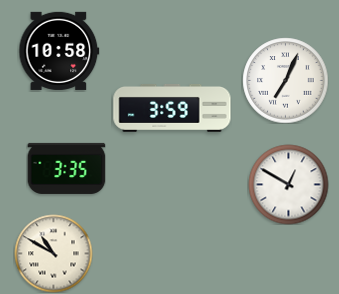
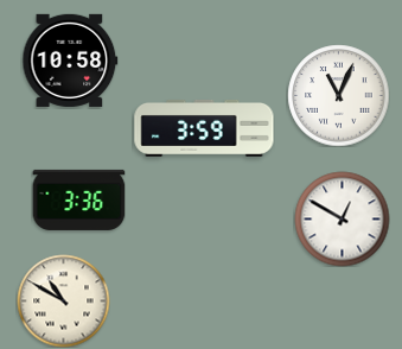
clock at (285, 80): 7:04 -> 11:04
clock at (66, 168): 3:35 -> 3:36
